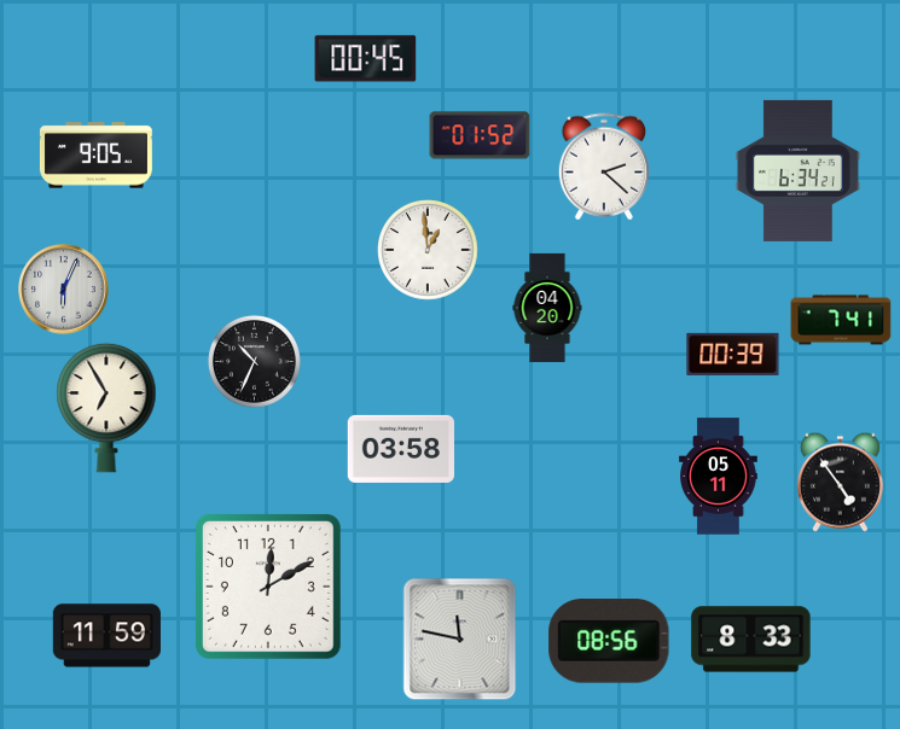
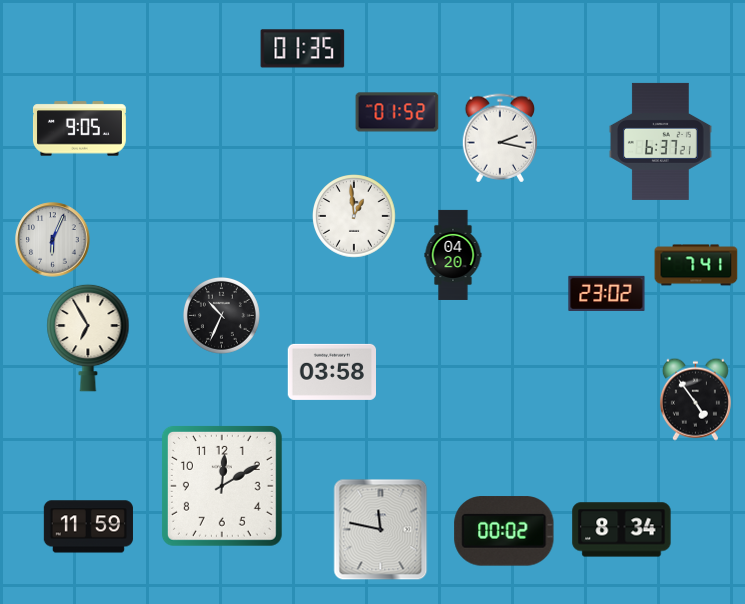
clock at (366, 59): 00:45 -> 01:35
clock at (603, 167): 2:22 -> 2:17
clock at (797, 170): 6:34 -> 6:37
clock at (429, 251) position: (429, 251) -> (355, 217)
clock at (733, 354): 00:39 -> 23:02
clock at (254, 361) position: (254, 361) -> (221, 315)
clock at (719, 477): 05:11 -> none
clock at (751, 640): 8:33 -> 8:34
clock at (609, 641): 08:56 -> 00:02
